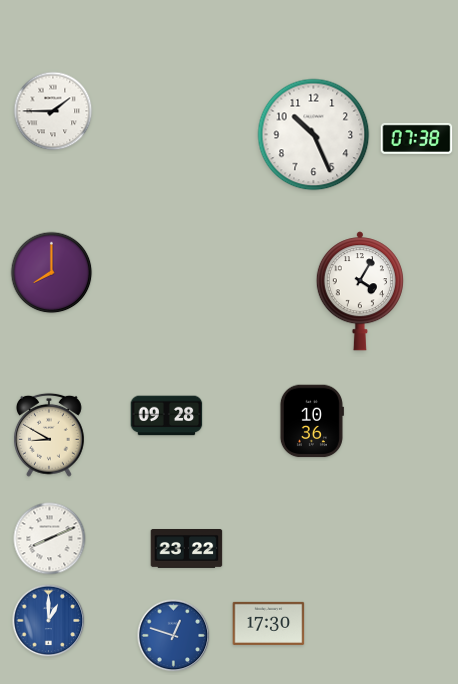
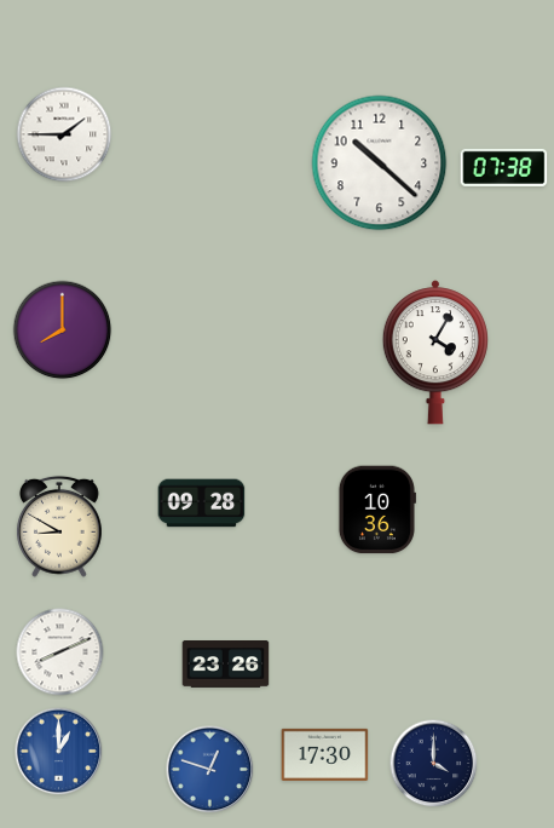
clock at (314, 135): 10:26 -> 10:22
clock at (187, 549): 23:22 -> 23:26
clock at (434, 764): none -> 4:00
